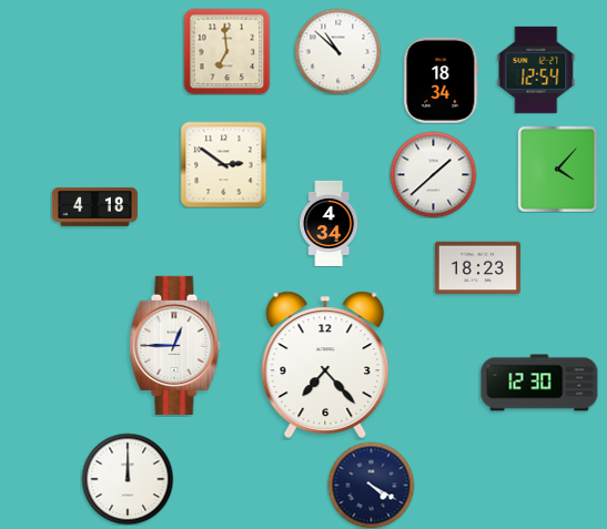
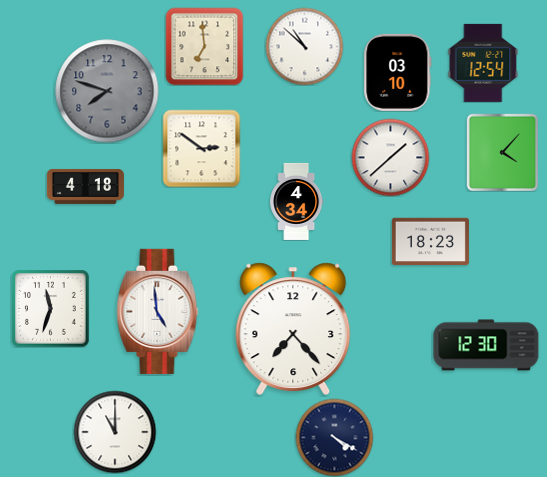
clock at (442, 80): 18:34 -> 03:10
clock at (107, 91): none -> 7:48
clock at (50, 308): none -> 11:33
clock at (175, 345): 12:45 -> 4:59
clock at (128, 479): 12:00 -> 11:00
